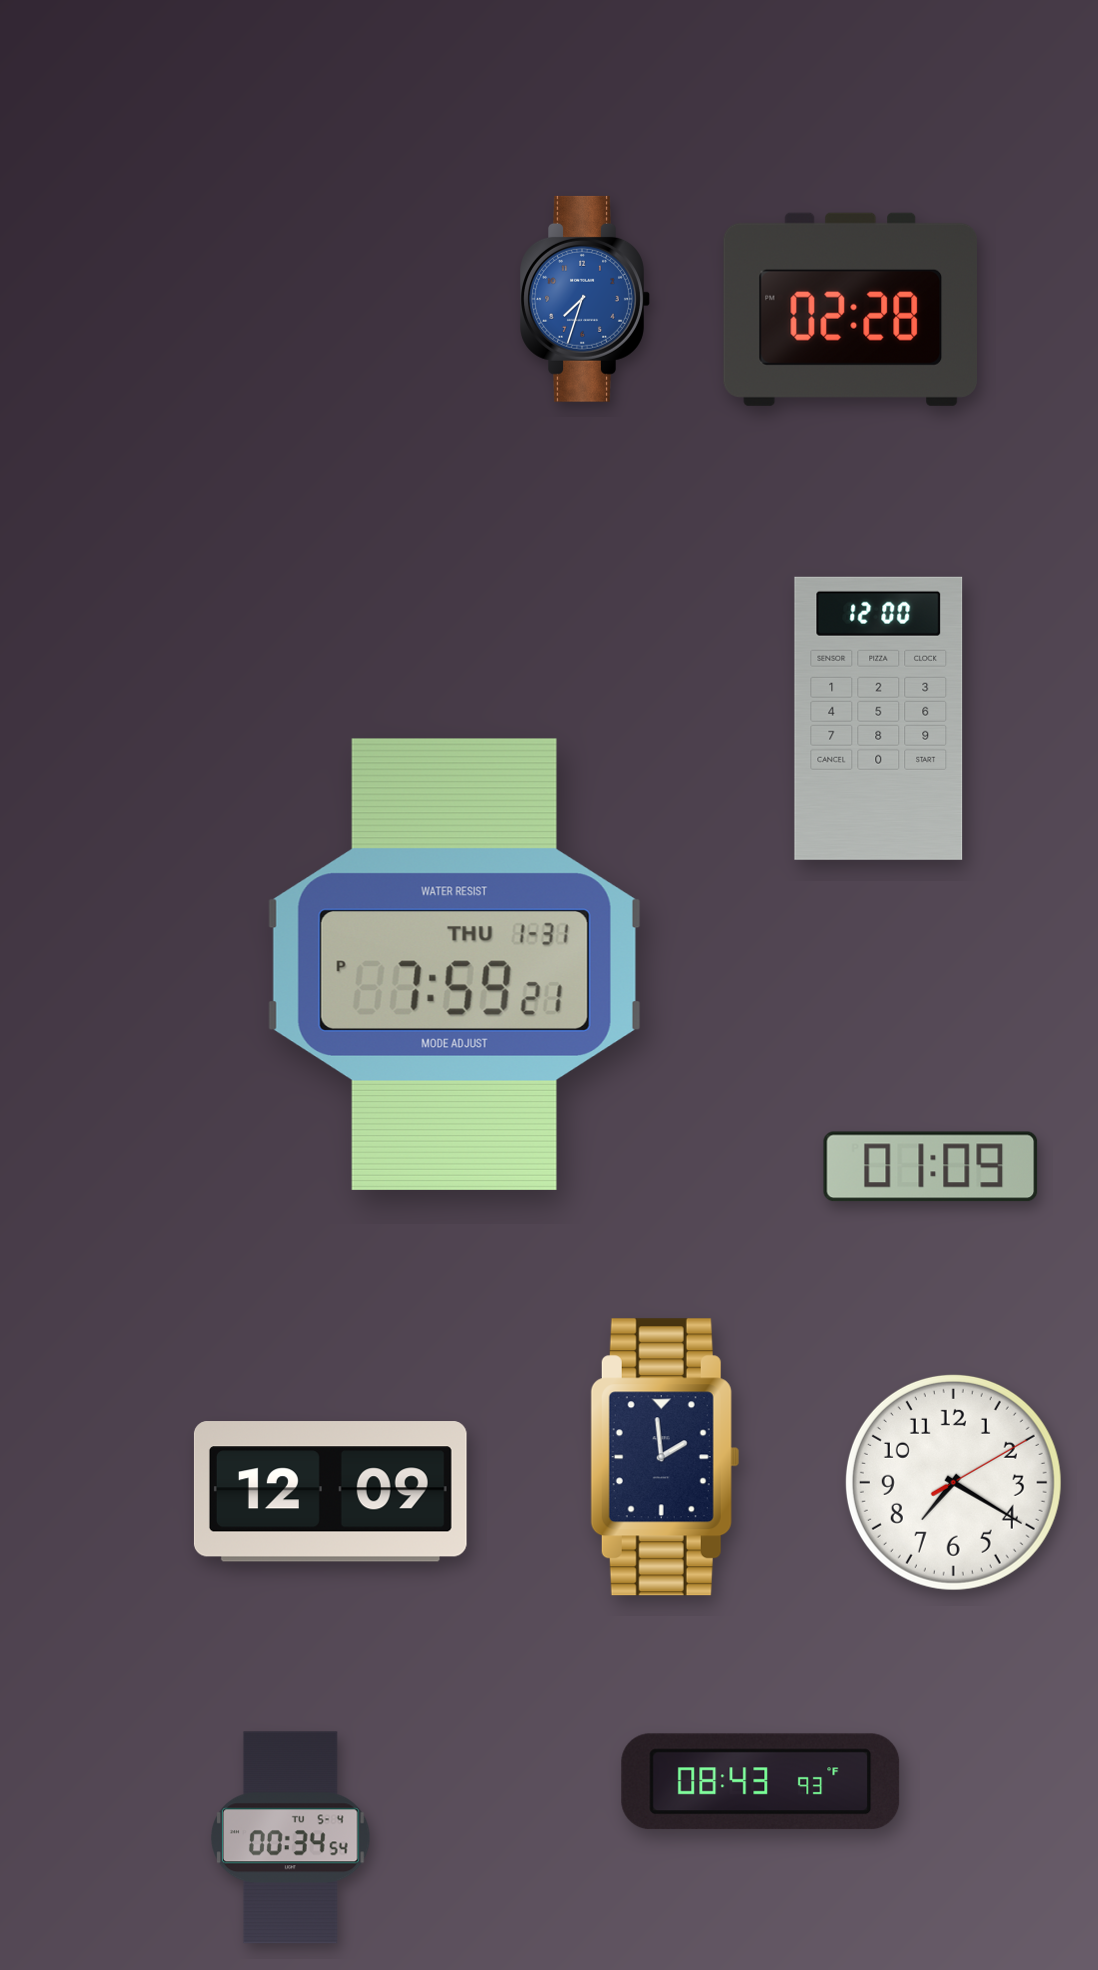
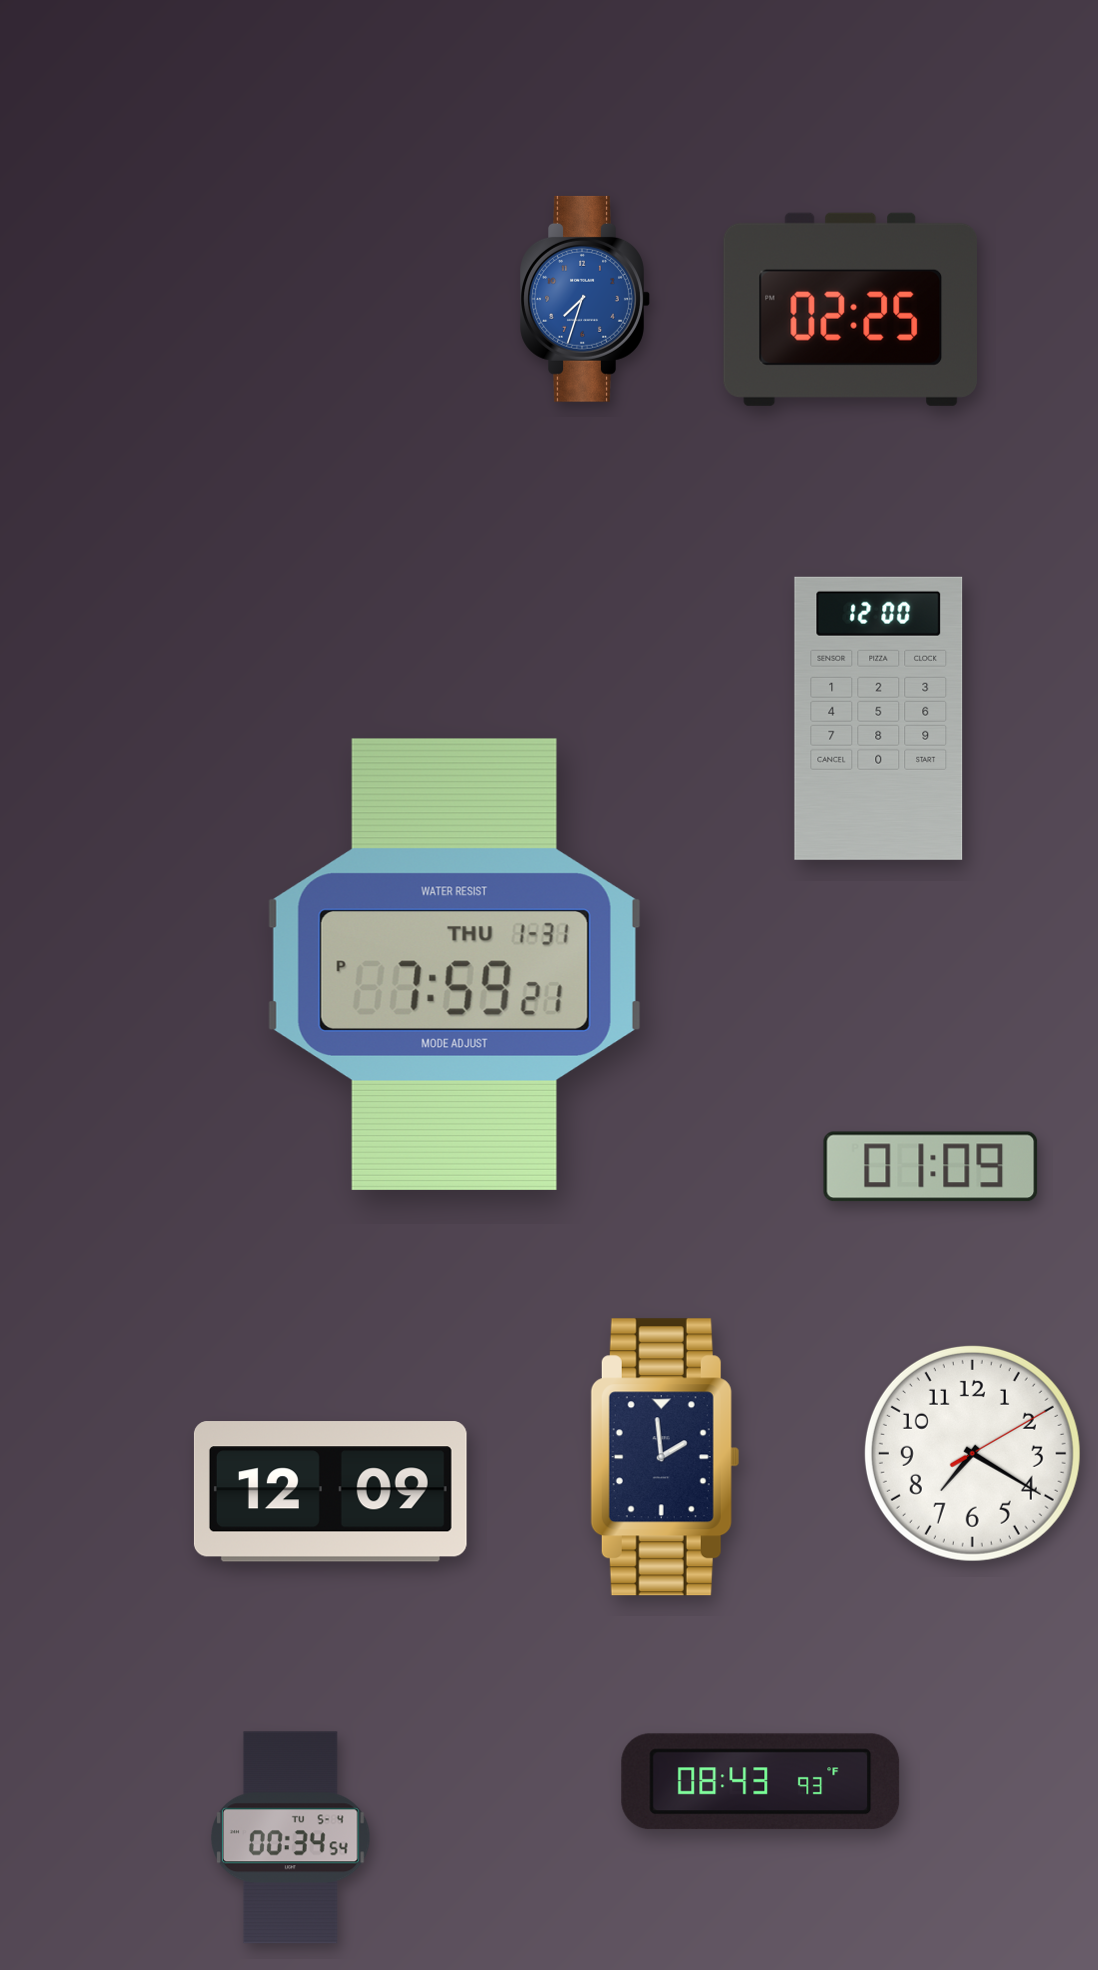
clock at (850, 309): 02:28 -> 02:25
clock at (953, 1482) position: (953, 1482) -> (972, 1453)
